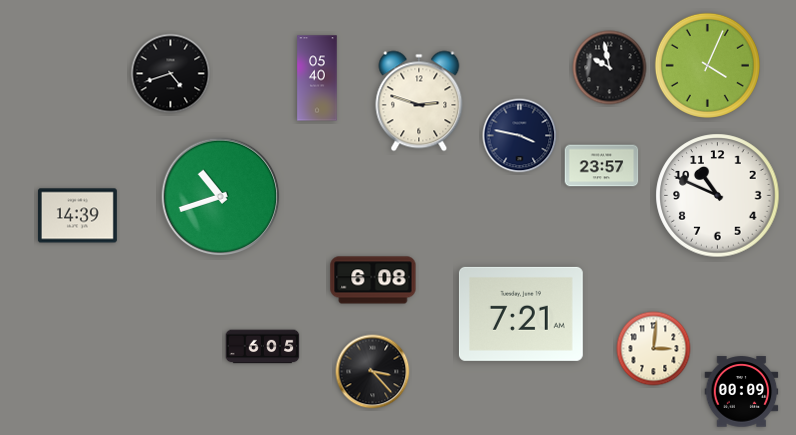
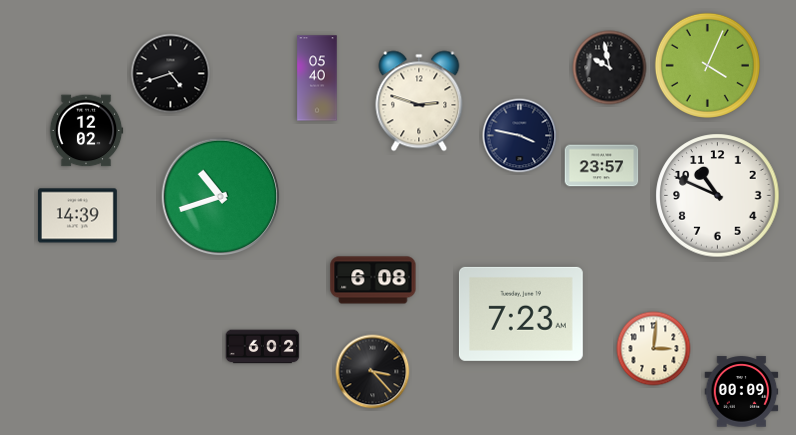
clock at (86, 131): none -> 12:02
clock at (521, 314): 7:21 -> 7:23
clock at (263, 347): 6:05 -> 6:02
